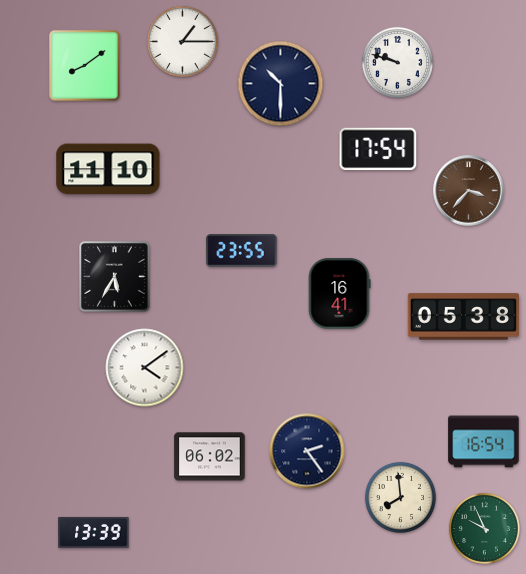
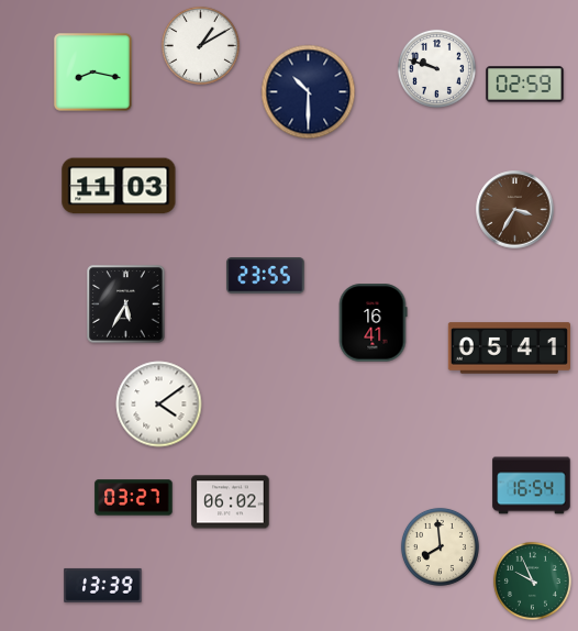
clock at (182, 41): 1:15 -> 1:10
clock at (85, 66): 8:09 -> 8:17
clock at (525, 85): none -> 02:59
clock at (378, 149): 17:54 -> none
clock at (108, 169): 11:10 -> 11:03
clock at (469, 191): 3:37 -> 3:35
clock at (463, 317): 05:38 -> 05:41
clock at (307, 451): 2:24 -> none
clock at (134, 498): none -> 03:27
